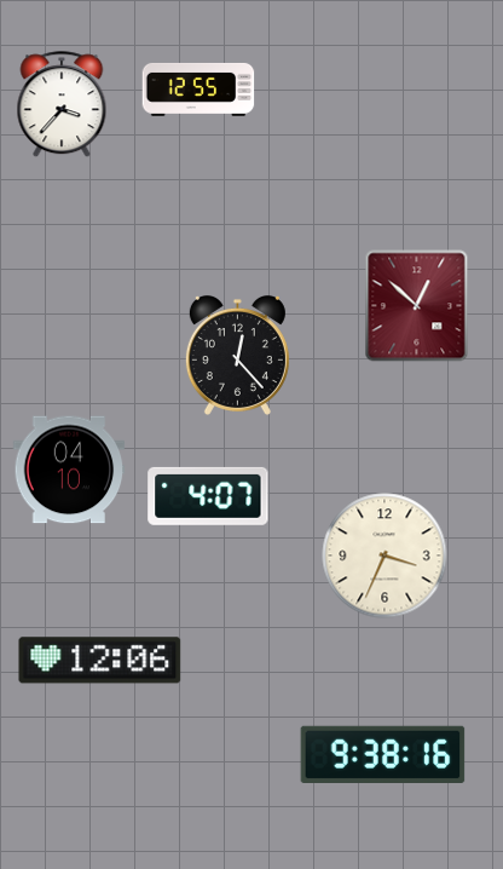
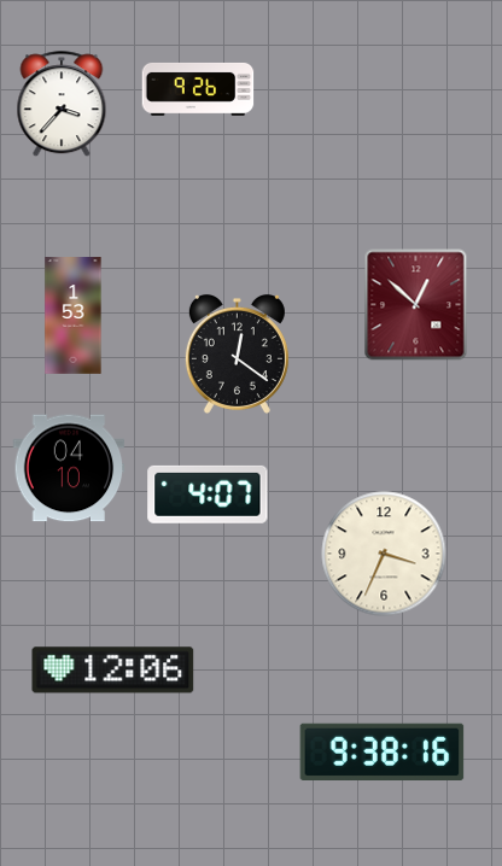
clock at (198, 90): 12:55 -> 9:26
clock at (74, 316): none -> 1:53
clock at (237, 355): 12:23 -> 12:21
clock at (100, 661) position: (100, 661) -> (113, 671)
